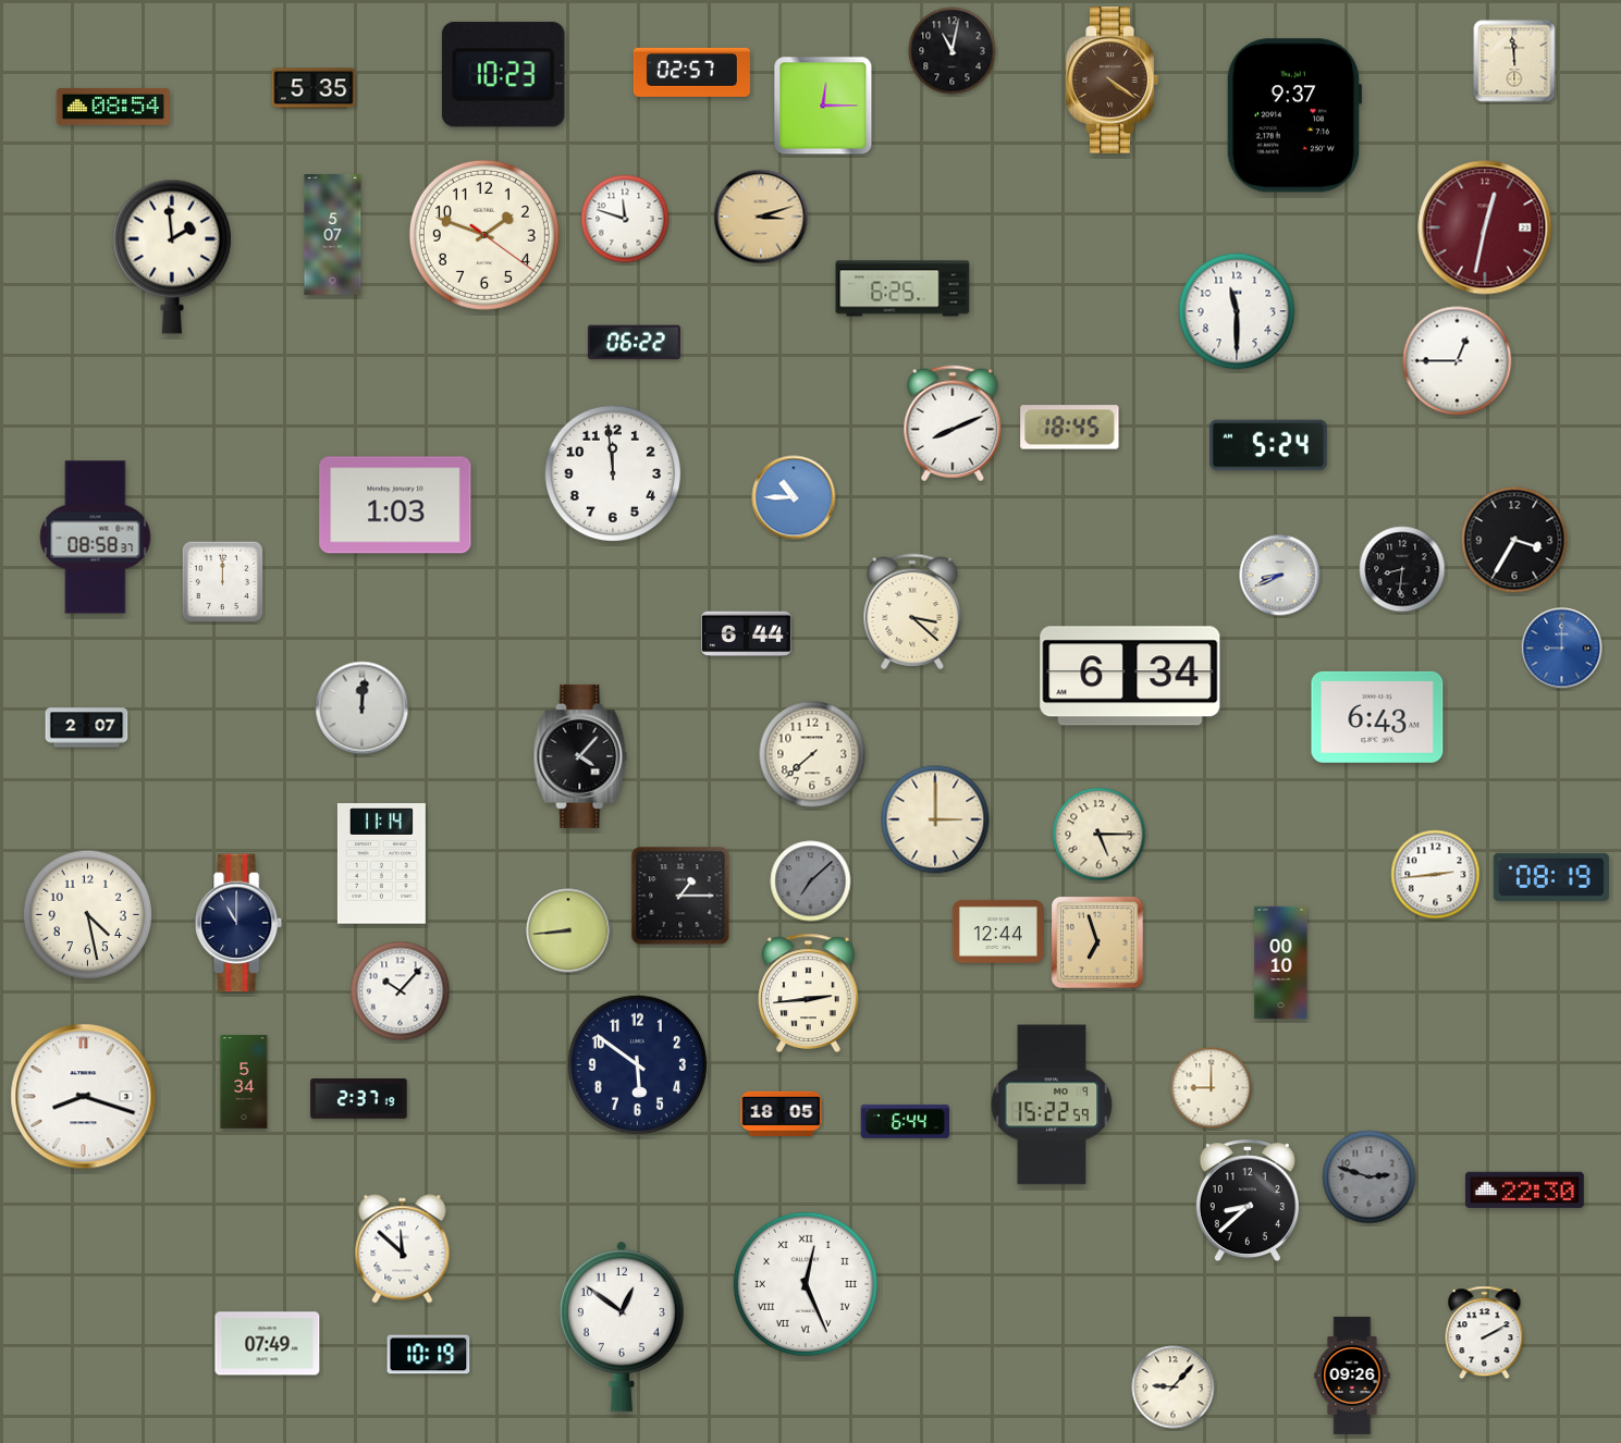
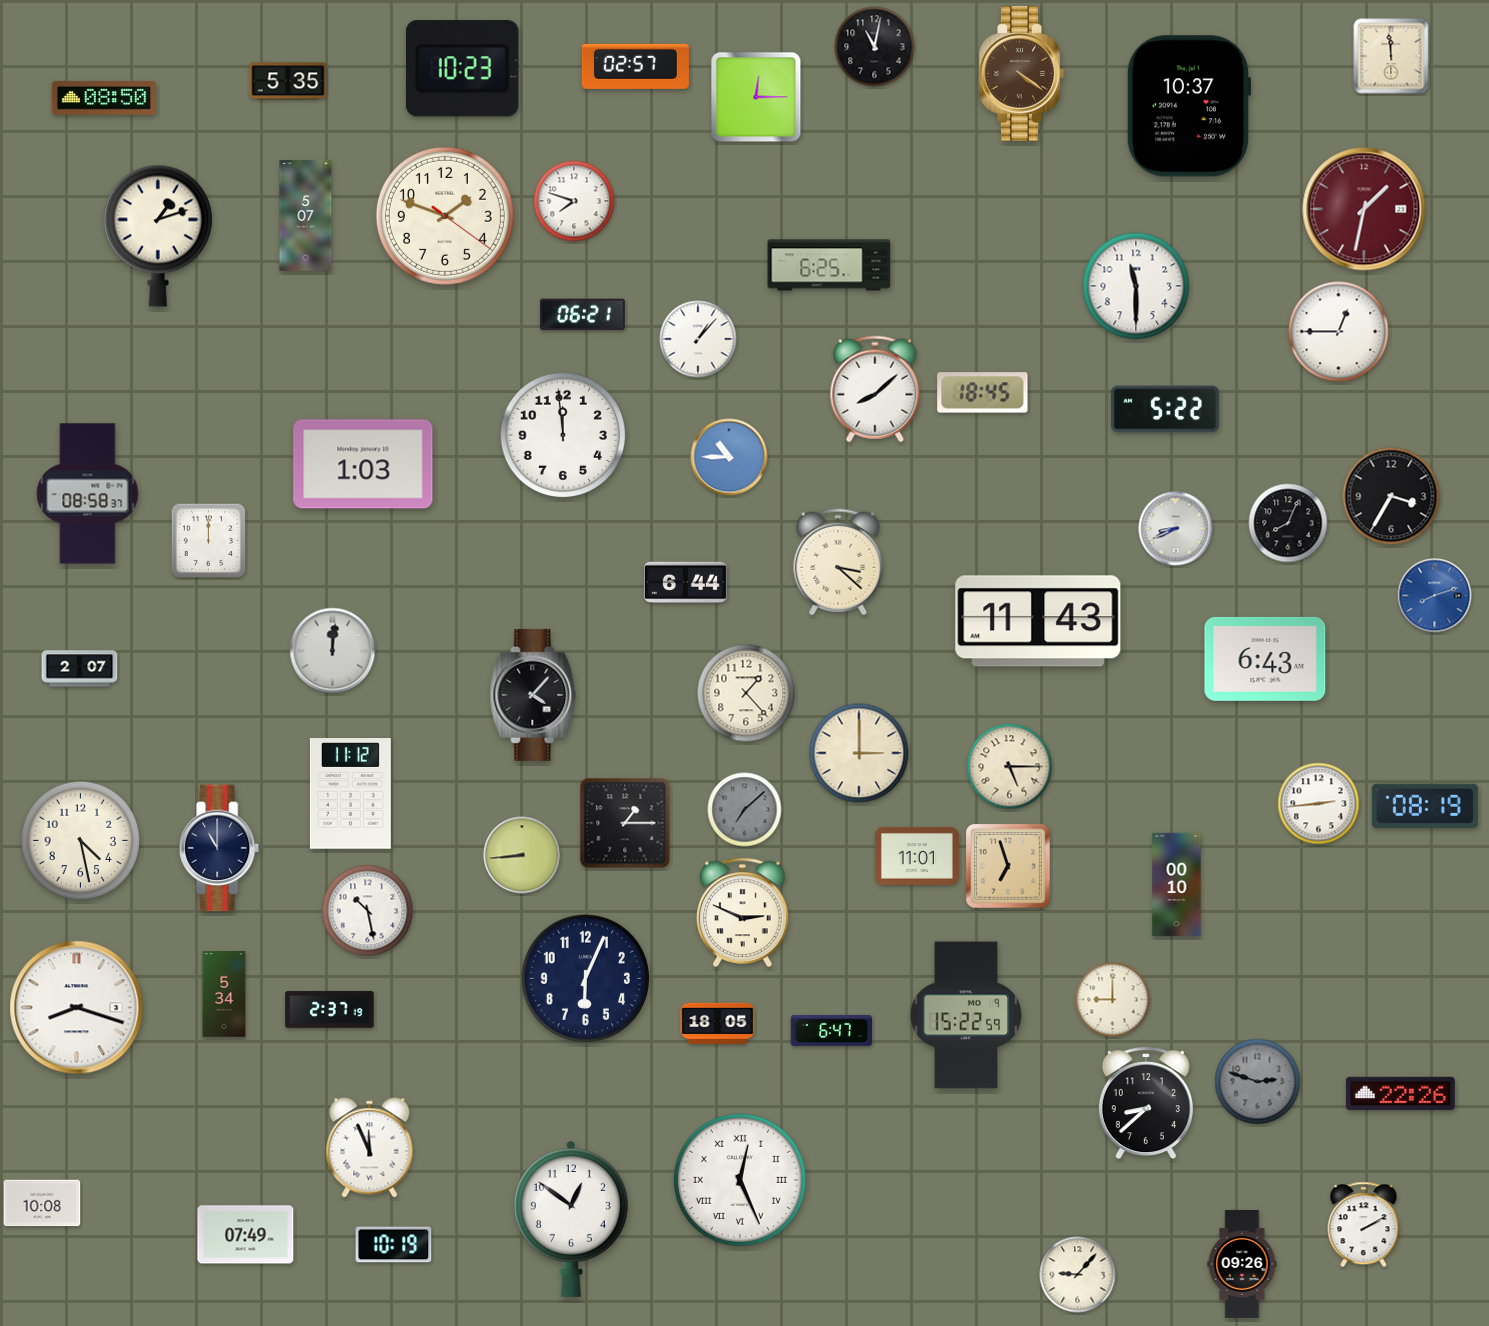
clock at (112, 107): 08:54 -> 08:50
clock at (1294, 115): 9:37 -> 10:37
clock at (761, 217): 3:12 -> none
clock at (625, 219): 11:48 -> 7:48
clock at (1485, 227): 12:32 -> 1:32
clock at (172, 257): 1:59 -> 1:12
clock at (634, 343): 06:22 -> 06:21
clock at (698, 339): none -> 1:07
clock at (953, 423): 8:11 -> 8:08
clock at (1268, 445): 5:24 -> 5:22
clock at (1402, 569): 8:31 -> 8:04
clock at (223, 582) position: (223, 582) -> (209, 541)
clock at (1562, 649): 9:00 -> 8:12
clock at (1130, 676): 6:34 -> 11:43
clock at (812, 754): 7:38 -> 1:23
clock at (381, 864): 11:14 -> 11:12
clock at (998, 932): 12:44 -> 11:01
clock at (401, 991): 10:07 -> 10:28
clock at (809, 992): 2:44 -> 2:49
clock at (637, 1064): 5:51 -> 6:04
clock at (905, 1121): 6:44 -> 6:47
clock at (1524, 1189): 22:30 -> 22:26
clock at (403, 1249): 11:52 -> 11:56
clock at (42, 1203): none -> 10:08
